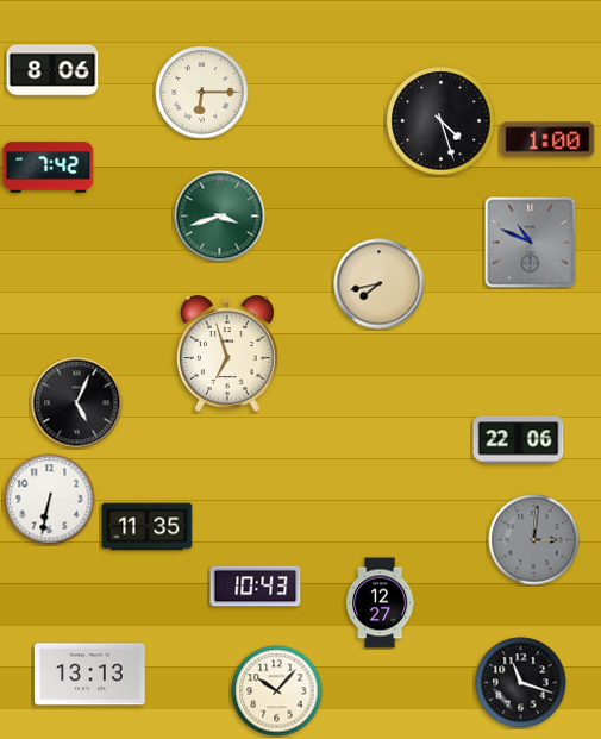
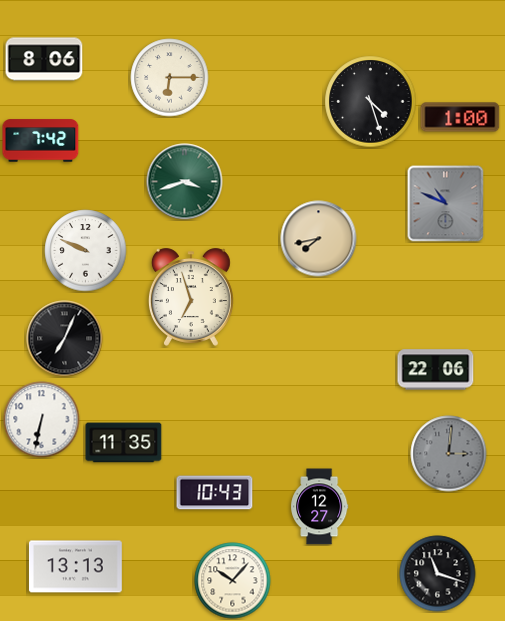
clock at (86, 251): none -> 9:49
clock at (77, 403): 5:04 -> 7:04
